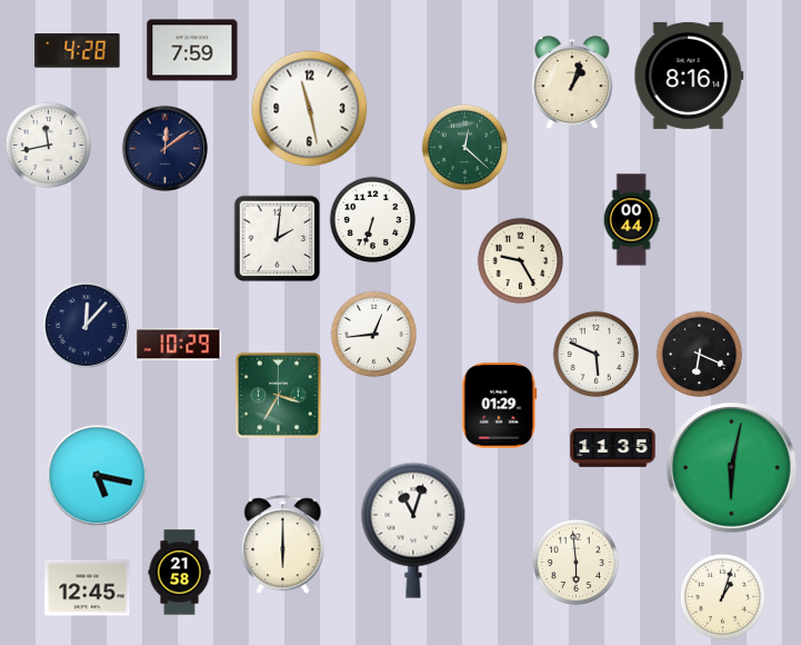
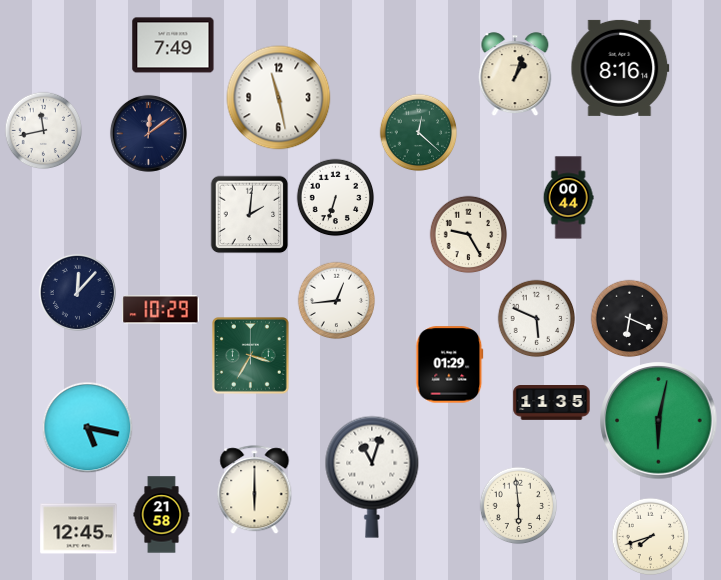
clock at (192, 50): 7:59 -> 7:49
clock at (78, 51): 4:28 -> none
clock at (722, 596): 1:03 -> 7:42
